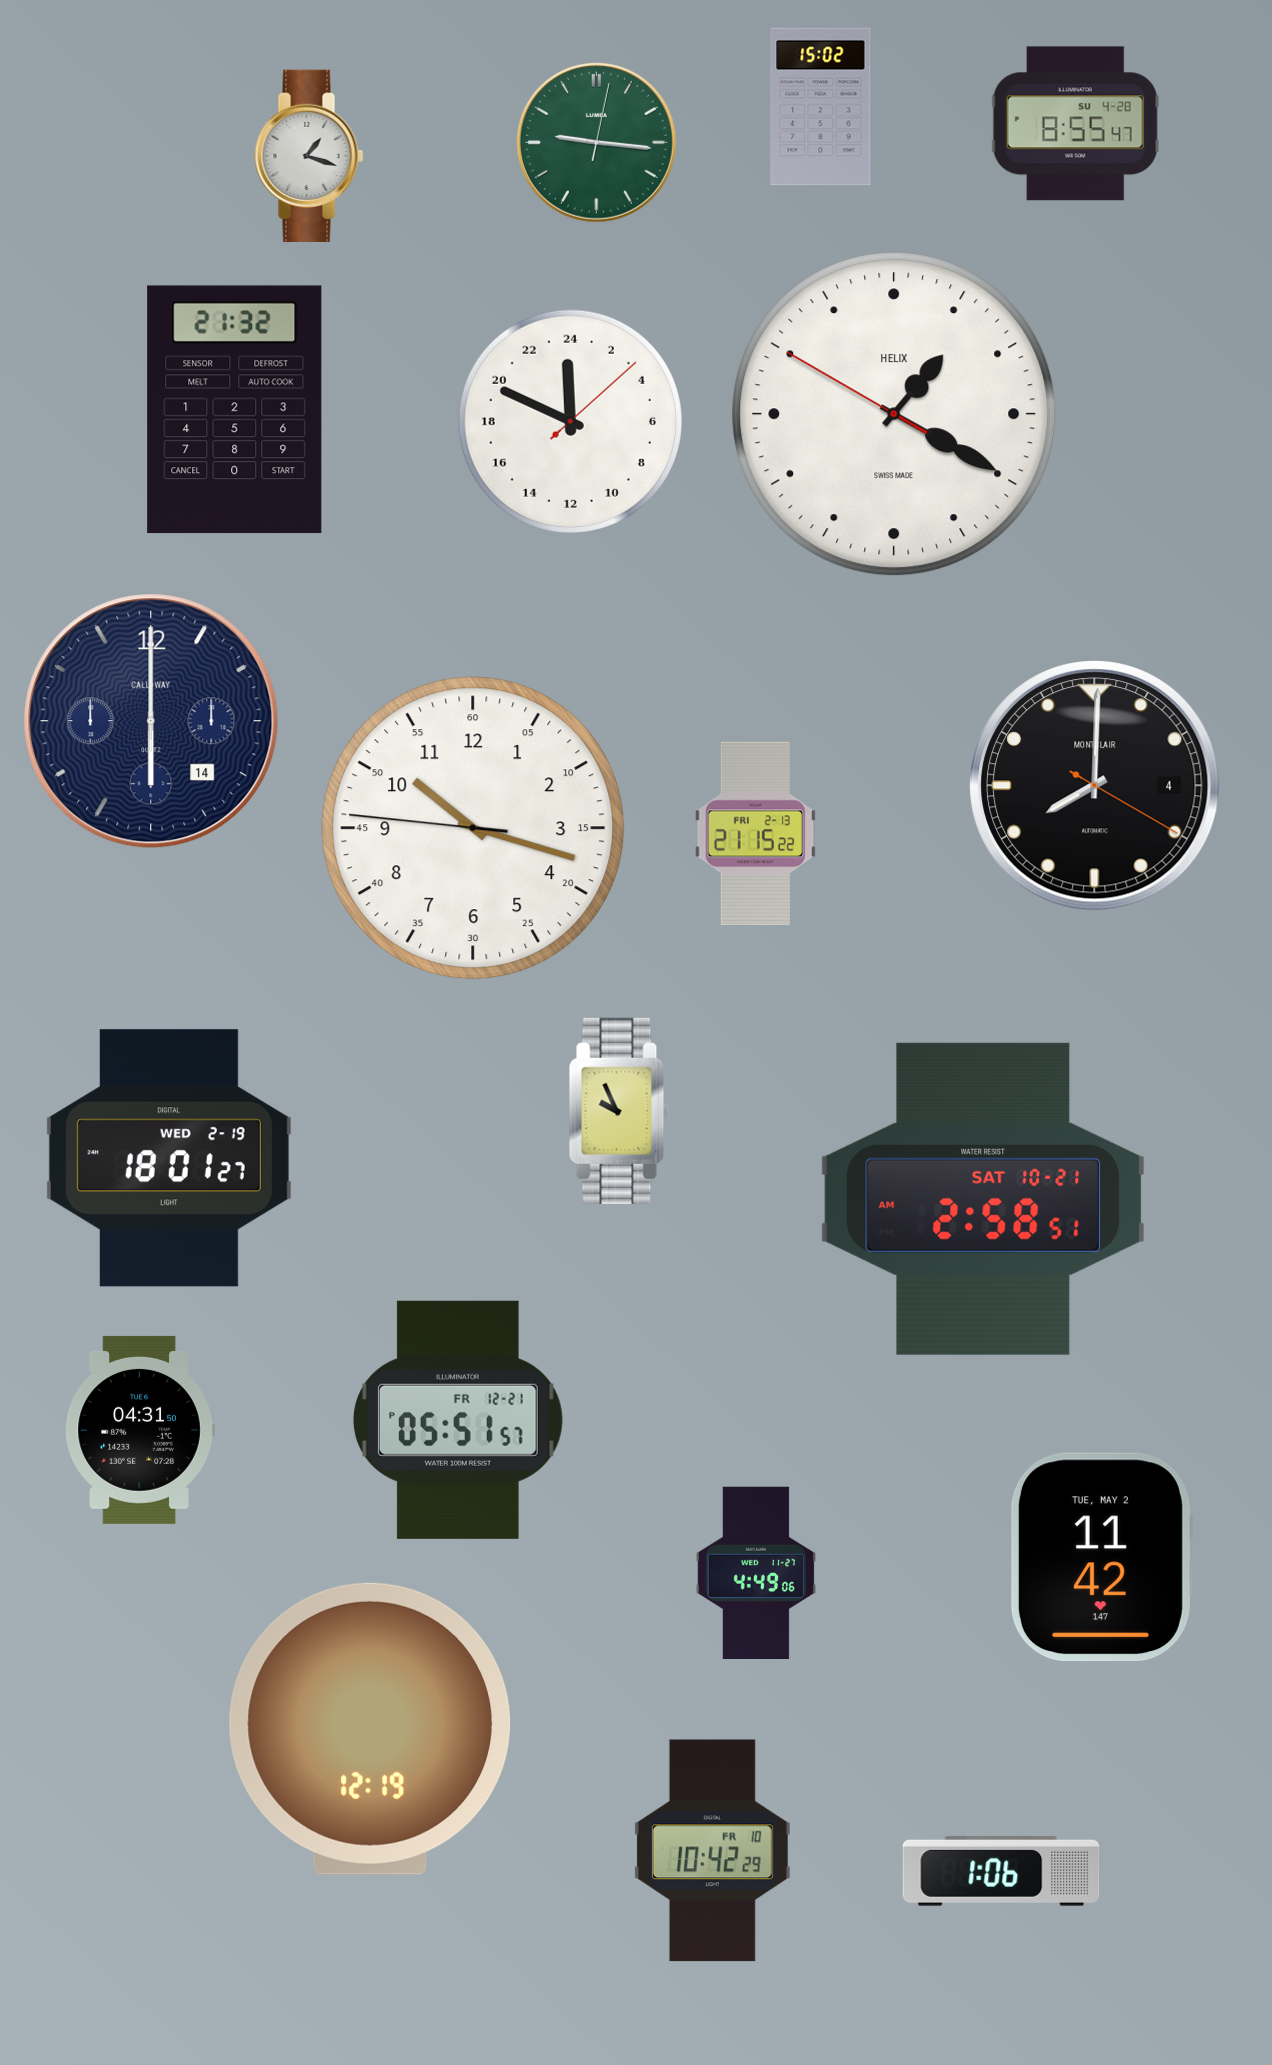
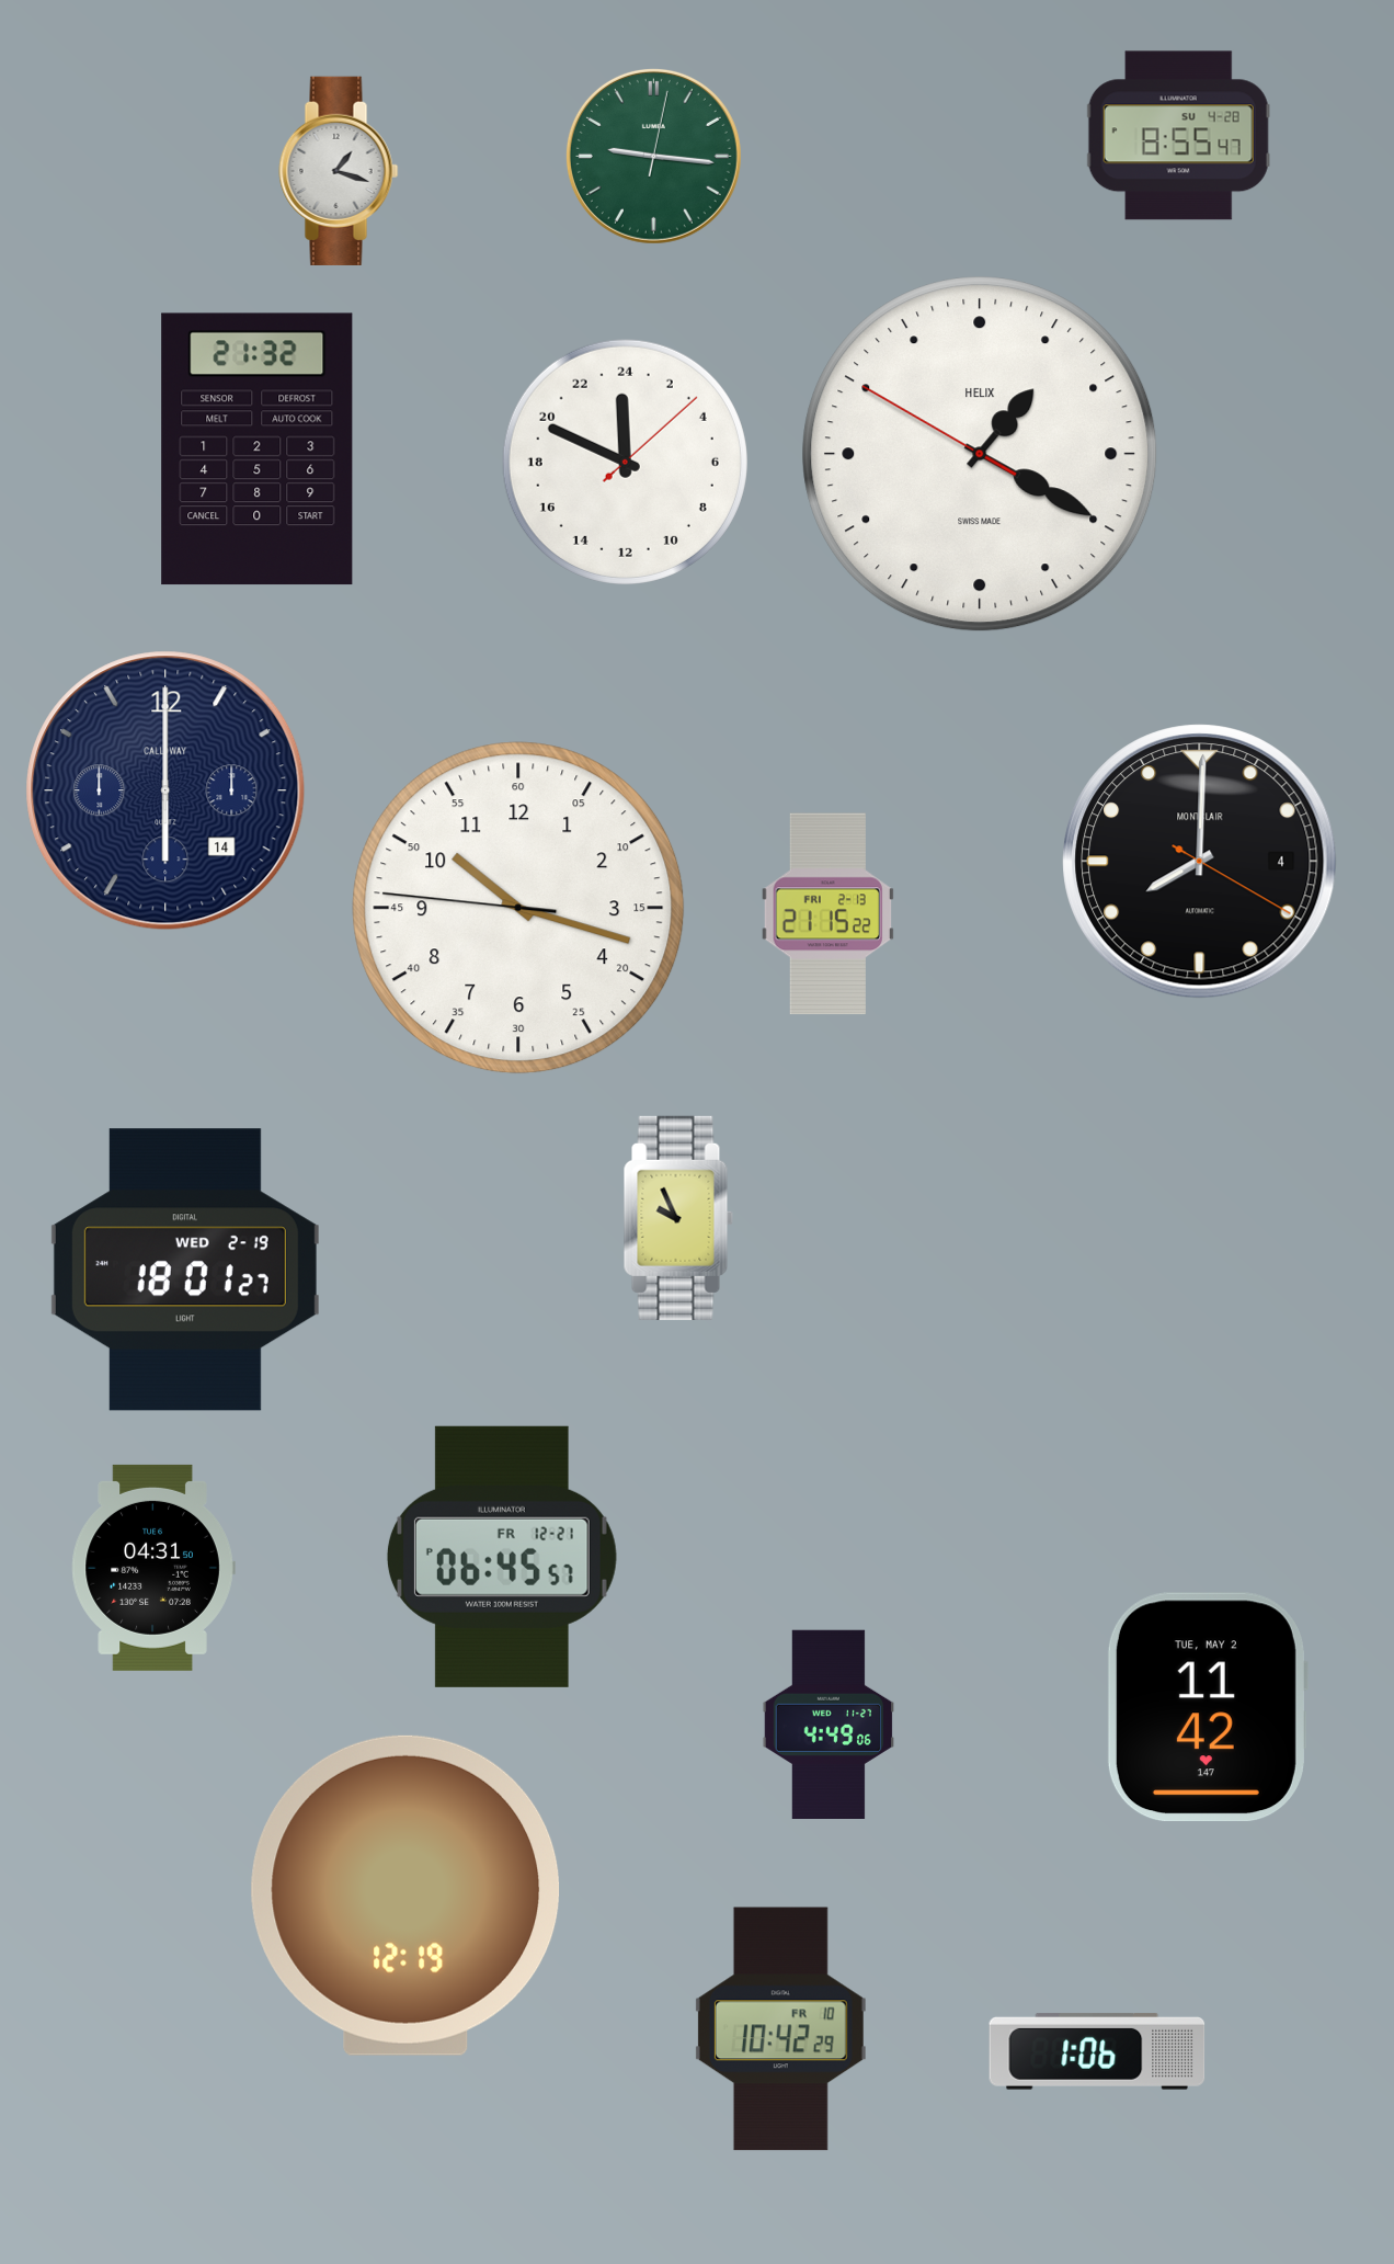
clock at (821, 107): 15:02 -> none
clock at (983, 1199): 2:58 -> none
clock at (458, 1420): 05:51 -> 06:45
